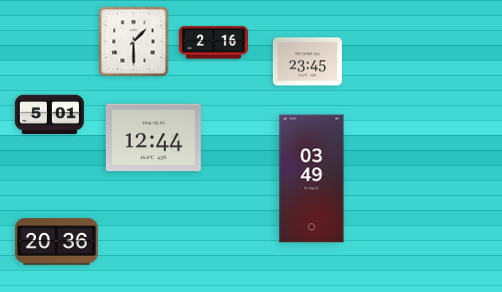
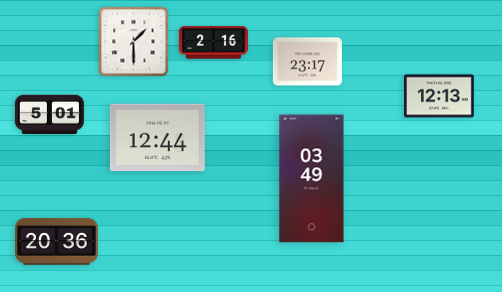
clock at (307, 62): 23:45 -> 23:17
clock at (440, 96): none -> 12:13
clock at (153, 138) position: (153, 138) -> (157, 138)
